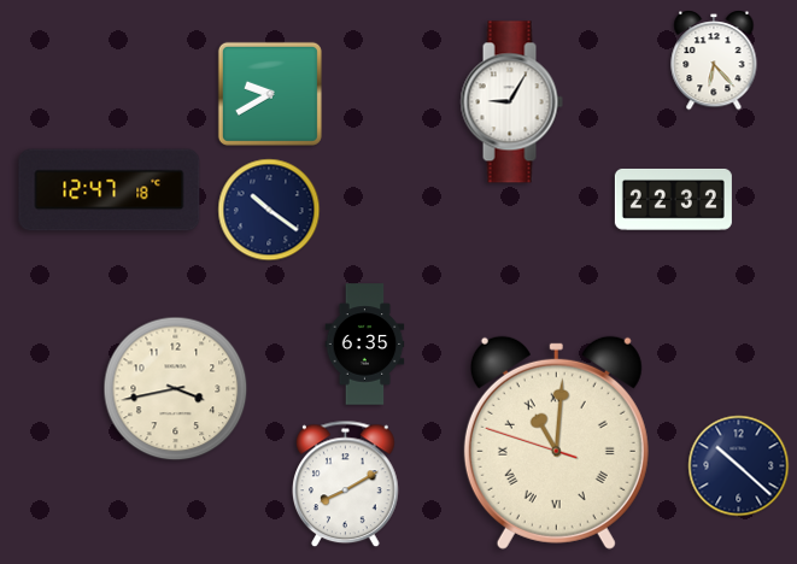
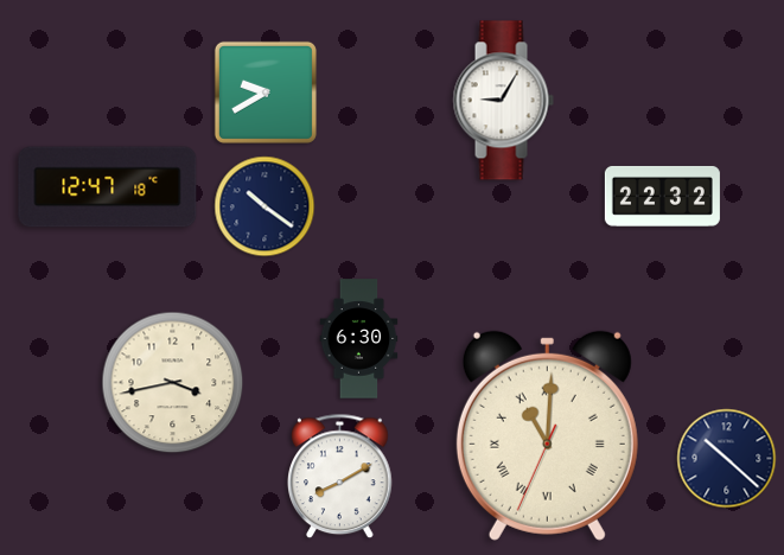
clock at (714, 61): 6:23 -> none
clock at (365, 345): 6:35 -> 6:30
clock at (556, 442): 11:00:48 -> 11:00:34
